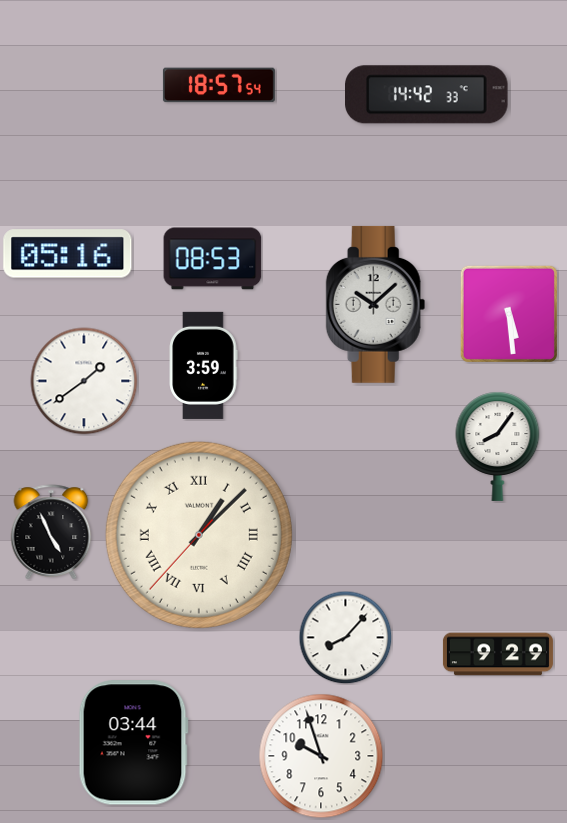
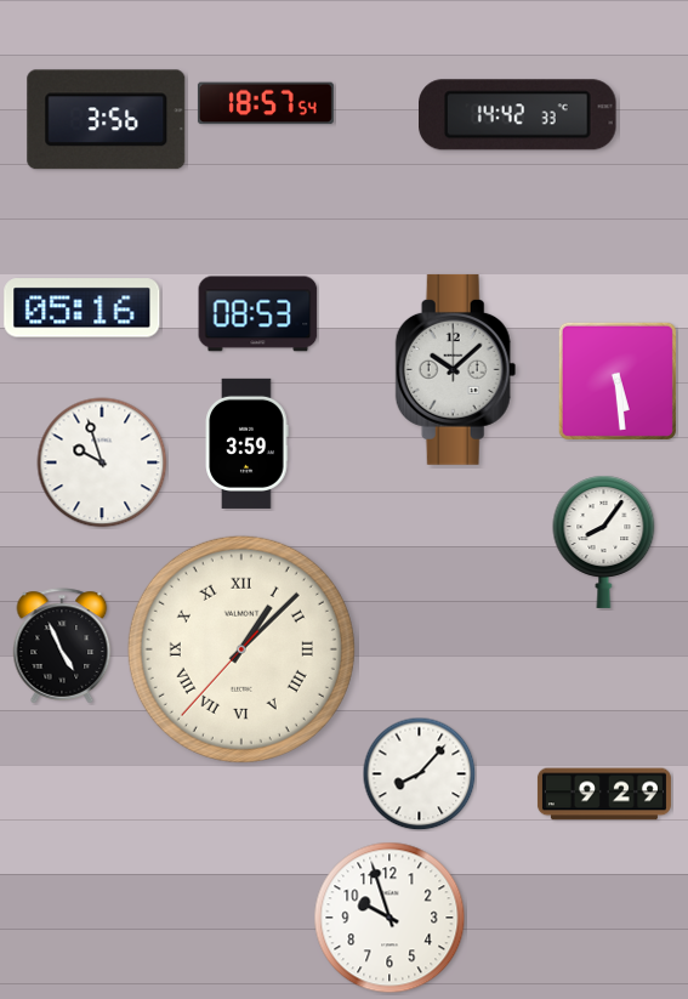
clock at (107, 120): none -> 3:56
clock at (84, 381): 1:39 -> 9:57
clock at (133, 743): 03:44 -> none
